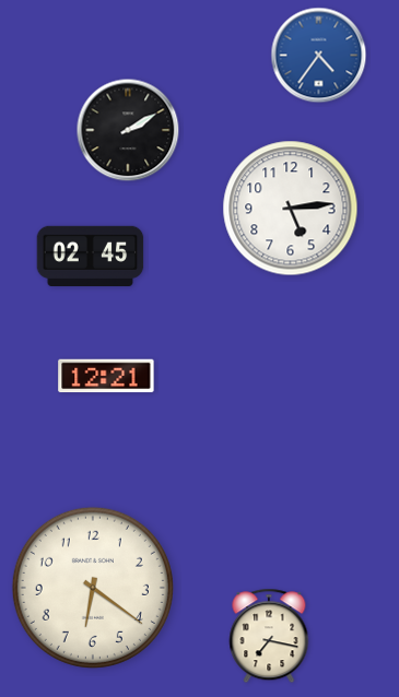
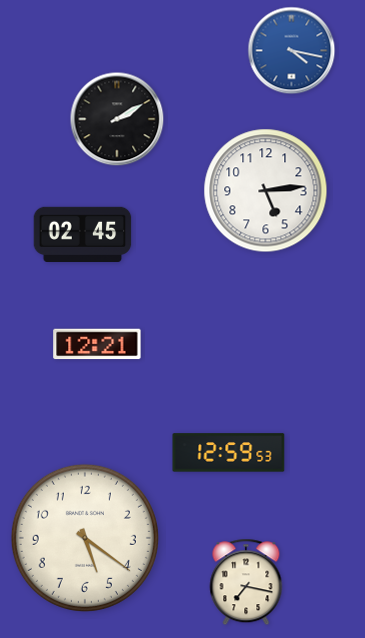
clock at (319, 56): 4:36 -> 4:17
clock at (229, 453): none -> 12:59
clock at (93, 588): 6:21 -> 5:21
